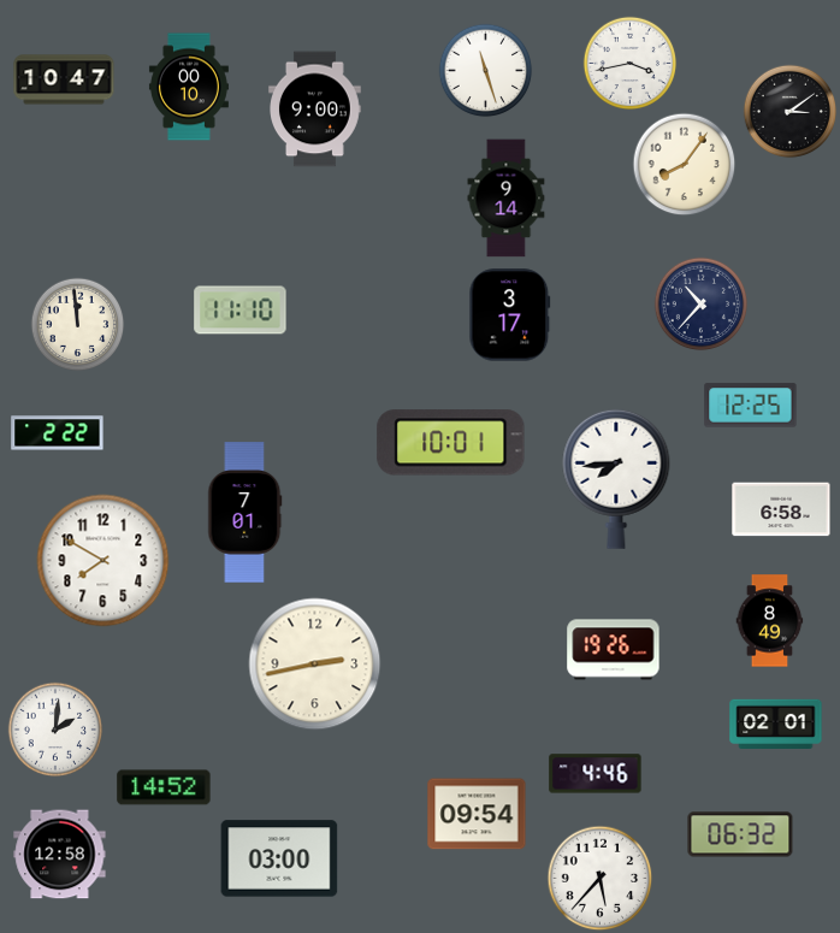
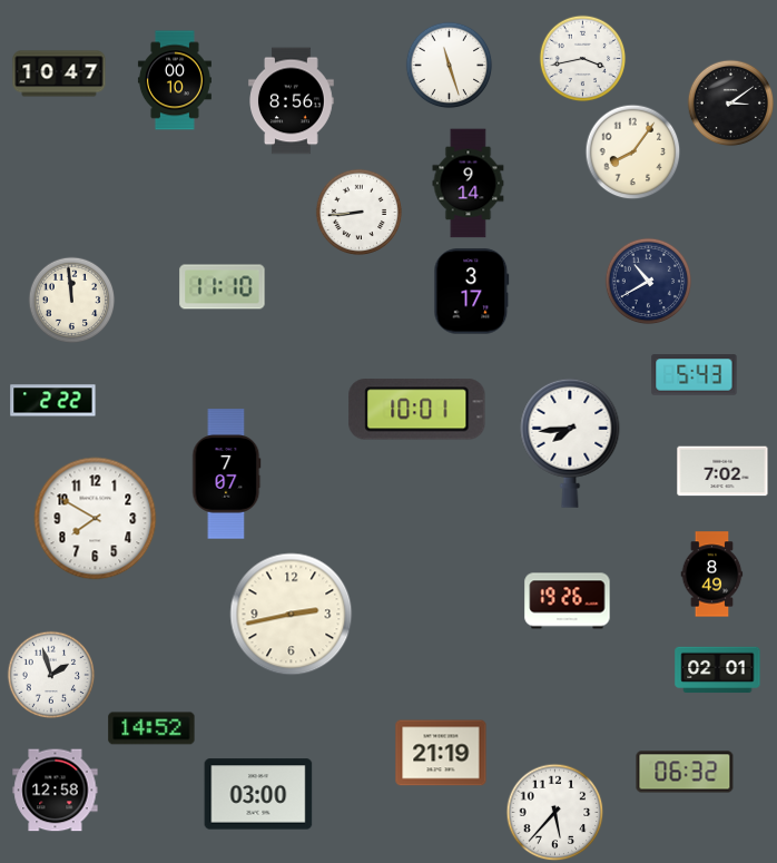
clock at (315, 110): 9:00 -> 8:56
clock at (358, 212): none -> 8:44
clock at (700, 303): 10:37 -> 10:40
clock at (751, 406): 12:25 -> 5:43
clock at (781, 509): 6:58 -> 7:02
clock at (246, 513): 7:01 -> 7:07
clock at (55, 730): 2:01 -> 1:57
clock at (596, 774): 4:46 -> none
clock at (477, 814): 09:54 -> 21:19
